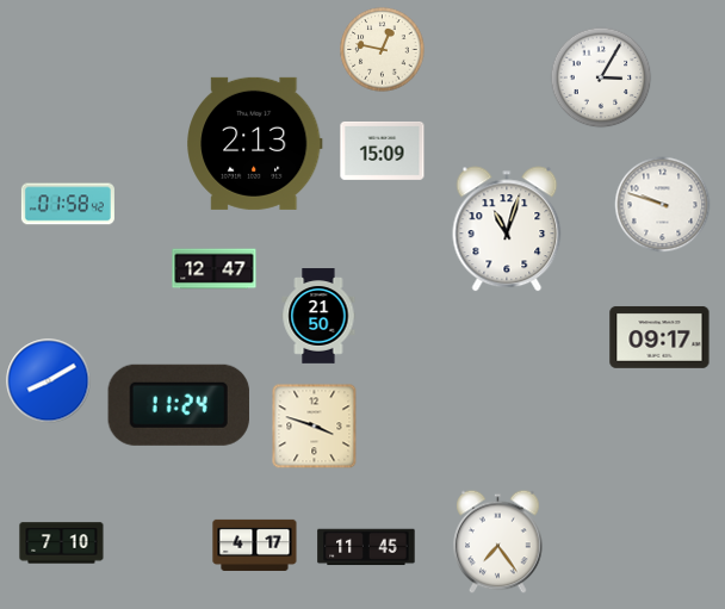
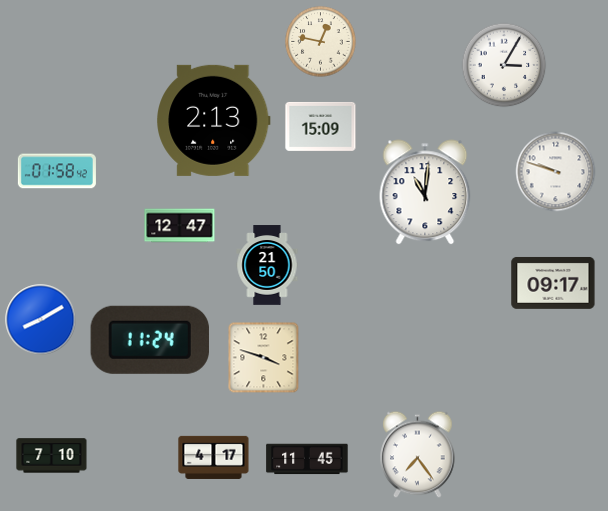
clock at (507, 229): 11:03 -> 11:01
